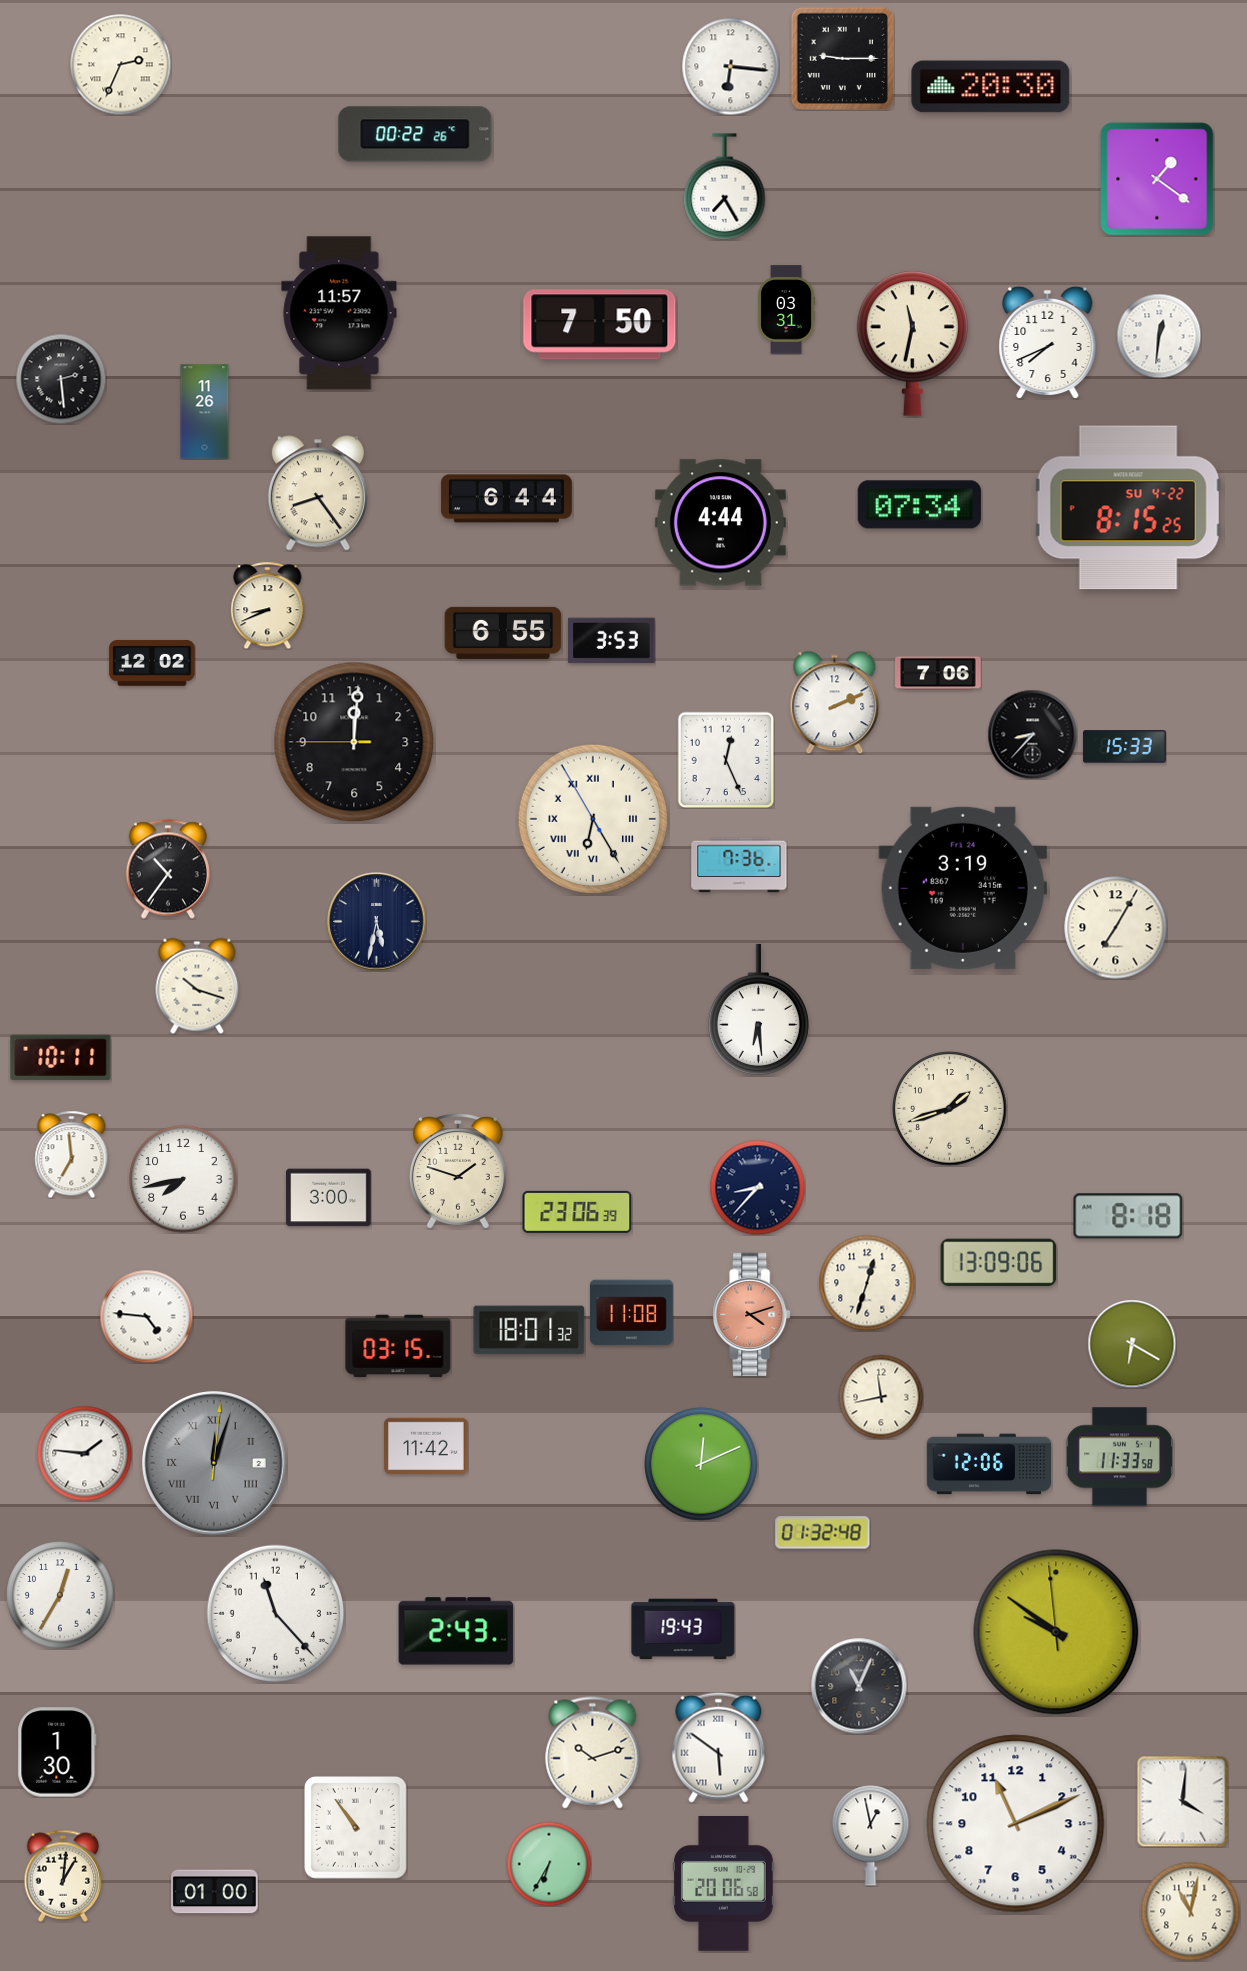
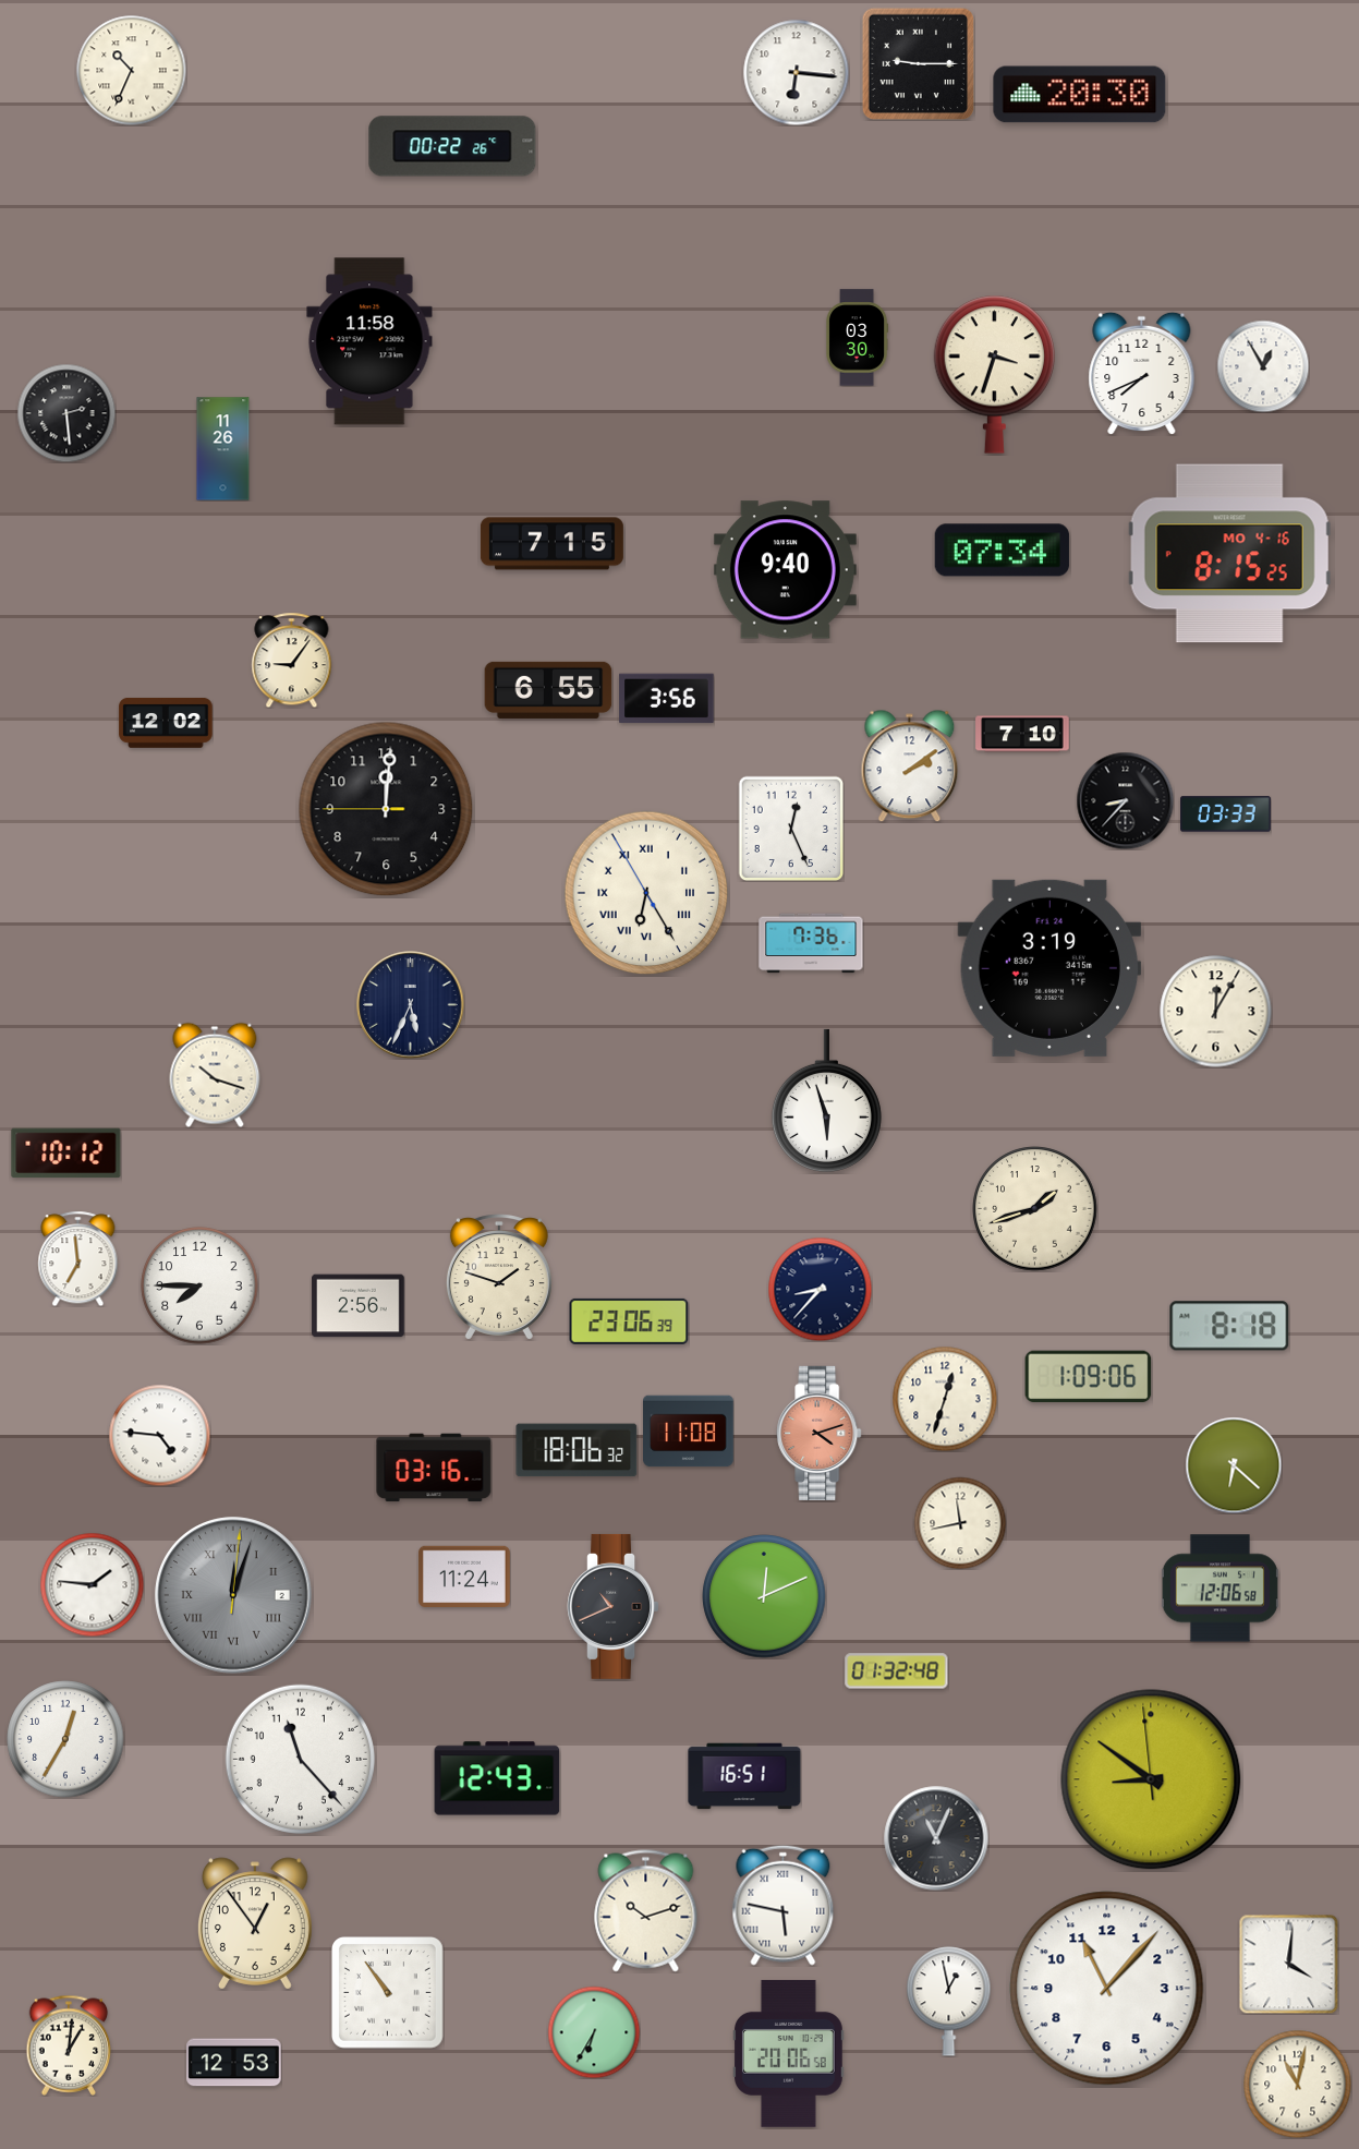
clock at (121, 65): 2:34 -> 10:34
clock at (1157, 179): 1:21 -> none
clock at (725, 187): 7:25 -> none
clock at (787, 310): 03:31 -> 03:30
clock at (339, 313): 11:57 -> 11:58
clock at (600, 325): 7:50 -> none
clock at (1159, 336): 12:31 -> 12:55
clock at (912, 343): 11:32 -> 3:33
clock at (318, 493): 8:24 -> none
clock at (506, 499): 6:44 -> 7:15
clock at (1128, 508) date: SU 4-22 -> MO 4-16
clock at (720, 523): 4:44 -> 9:40
clock at (268, 605): 8:41 -> 9:06
clock at (612, 641): 3:53 -> 3:56
clock at (938, 673): 7:06 -> 7:10
clock at (835, 702): 2:11 -> 2:09
clock at (1125, 747): 15:33 -> 03:33
clock at (739, 865) position: (739, 865) -> (811, 943)
clock at (168, 869): 10:36 -> none
clock at (377, 922): 5:32 -> 5:34
clock at (1116, 928): 7:05 -> 12:05
clock at (758, 1009): 6:29 -> 5:57
clock at (61, 1058): 10:11 -> 10:12
clock at (183, 1179): 7:43 -> 7:45
clock at (757, 1187) position: (757, 1187) -> (820, 1289)
clock at (329, 1198): 3:00 -> 2:56
clock at (999, 1263): 13:09 -> 1:09
clock at (529, 1330): 18:01 -> 18:06
clock at (1132, 1344): 6:20 -> 6:22
clock at (398, 1346): 03:15 -> 03:16
clock at (426, 1446): 11:42 -> 11:24
clock at (1119, 1457): 11:33 -> 12:06
clock at (988, 1464): 12:06 -> none
clock at (612, 1606): none -> 10:41
clock at (683, 1629): 19:43 -> 16:51
clock at (456, 1631): 2:43 -> 12:43
clock at (1056, 1632): 9:50 -> 8:50
clock at (719, 1747): 5:51 -> 5:47
clock at (57, 1752): 1:30 -> none
clock at (256, 1923): none -> 12:54
clock at (1016, 1824): 11:11 -> 11:07
clock at (549, 1864) position: (549, 1864) -> (594, 2032)
clock at (215, 1892): 01:00 -> 12:53
